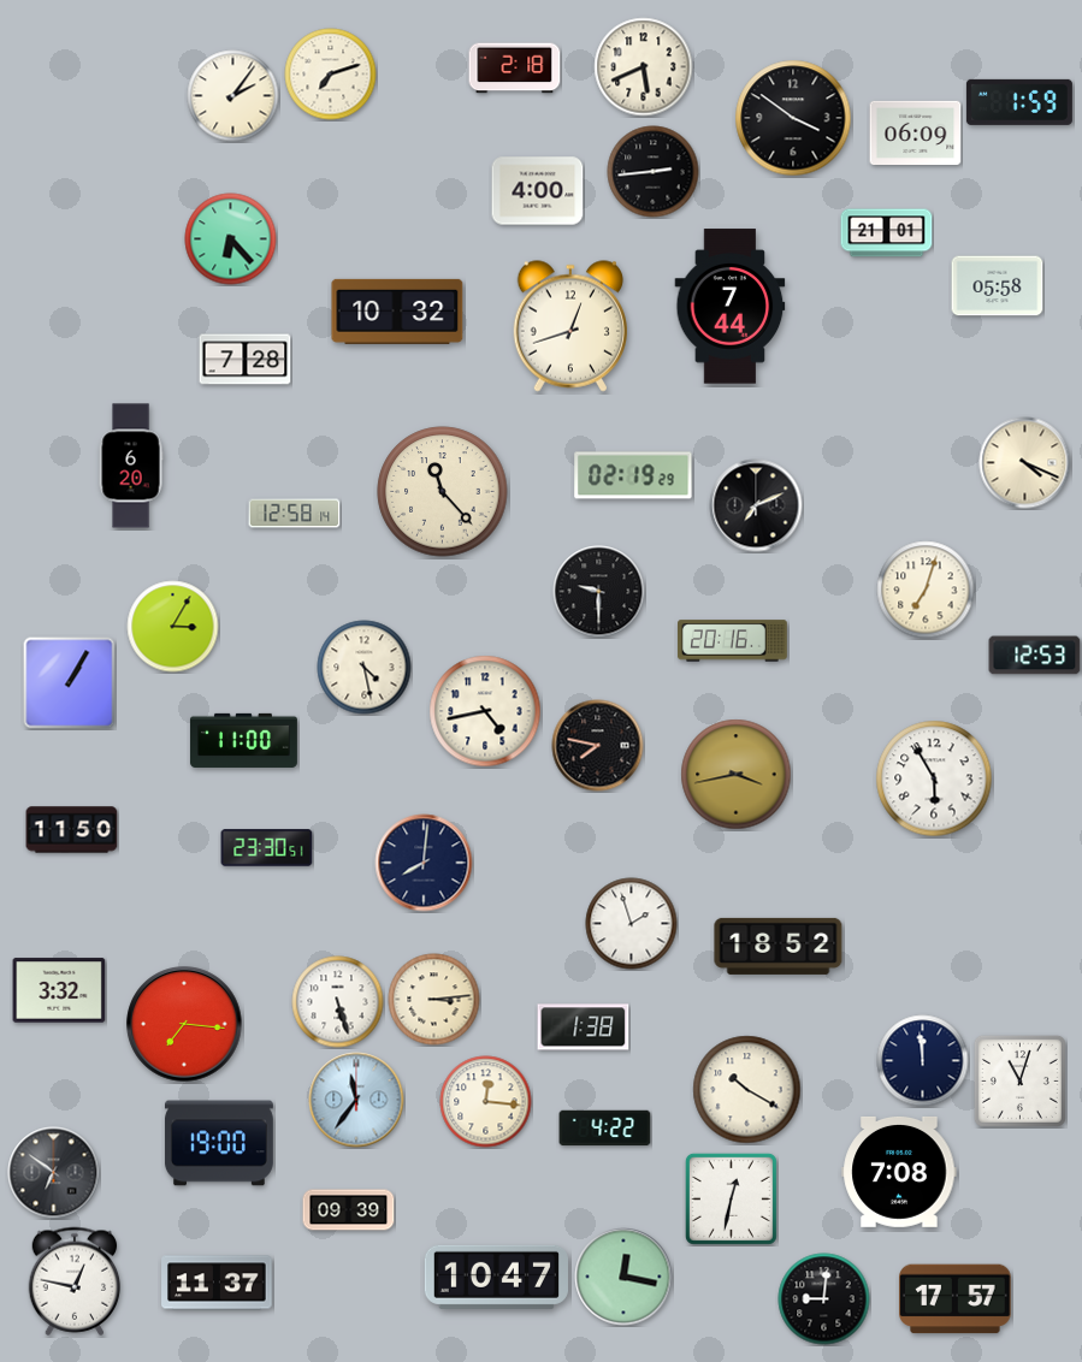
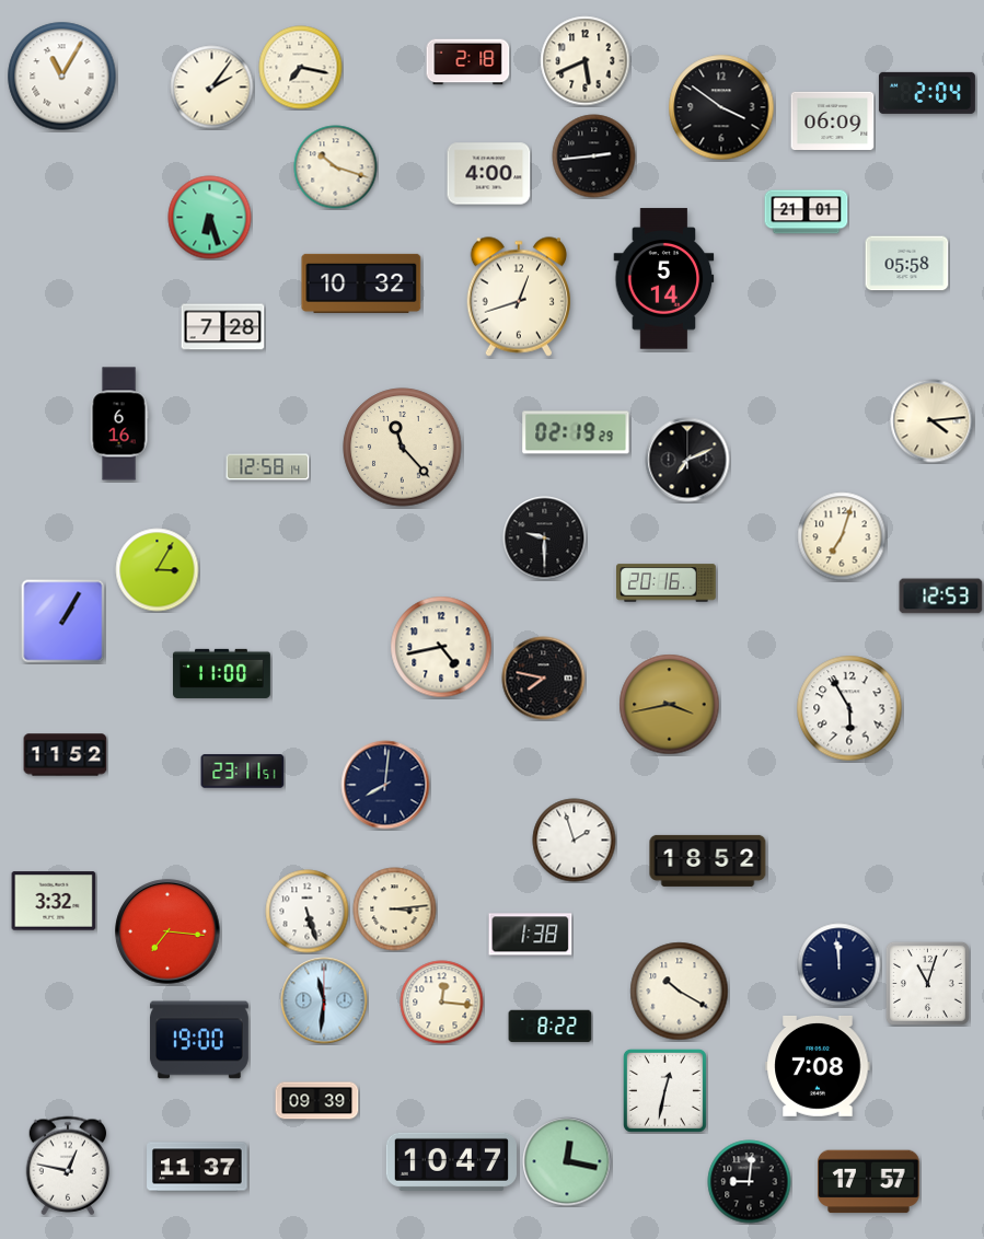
clock at (331, 75): 7:12 -> 7:17
clock at (62, 77): none -> 11:05
clock at (1019, 102): 1:59 -> 2:04
clock at (336, 167): none -> 10:18
clock at (231, 239): 6:23 -> 6:27
clock at (998, 286) position: (998, 286) -> (907, 264)
clock at (731, 307): 7:44 -> 5:14
clock at (1025, 463): 4:19 -> 4:14
clock at (131, 466): 6:20 -> 6:16
clock at (365, 668): 4:28 -> none
clock at (72, 830): 11:50 -> 11:52
clock at (267, 848): 23:30 -> 23:11
clock at (356, 1100): 11:36 -> 11:31
clock at (605, 1129): 4:22 -> 8:22
clock at (54, 1173): 6:51 -> none
